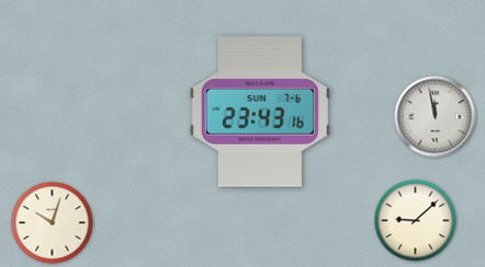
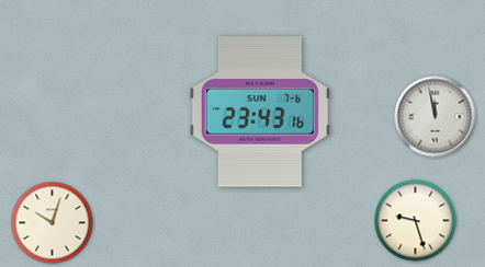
clock at (416, 221): 9:08 -> 9:27
